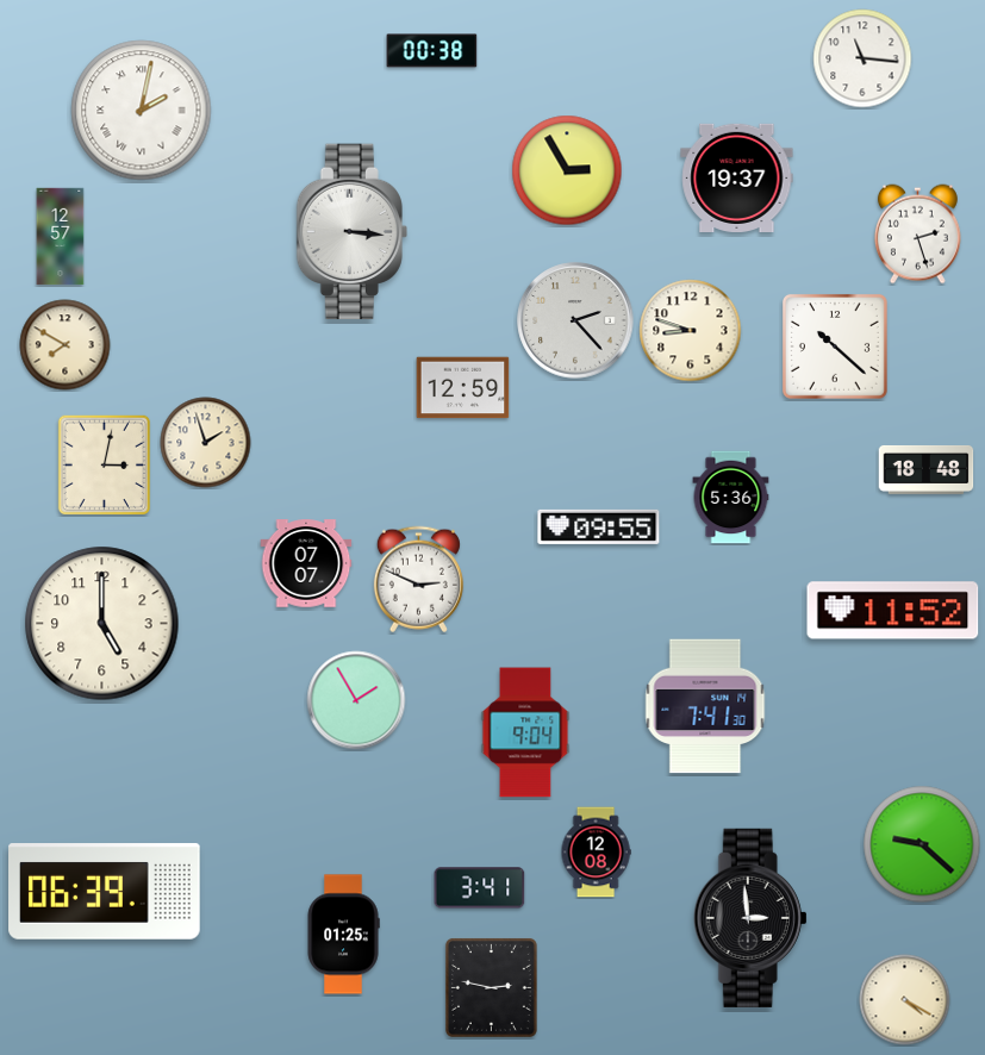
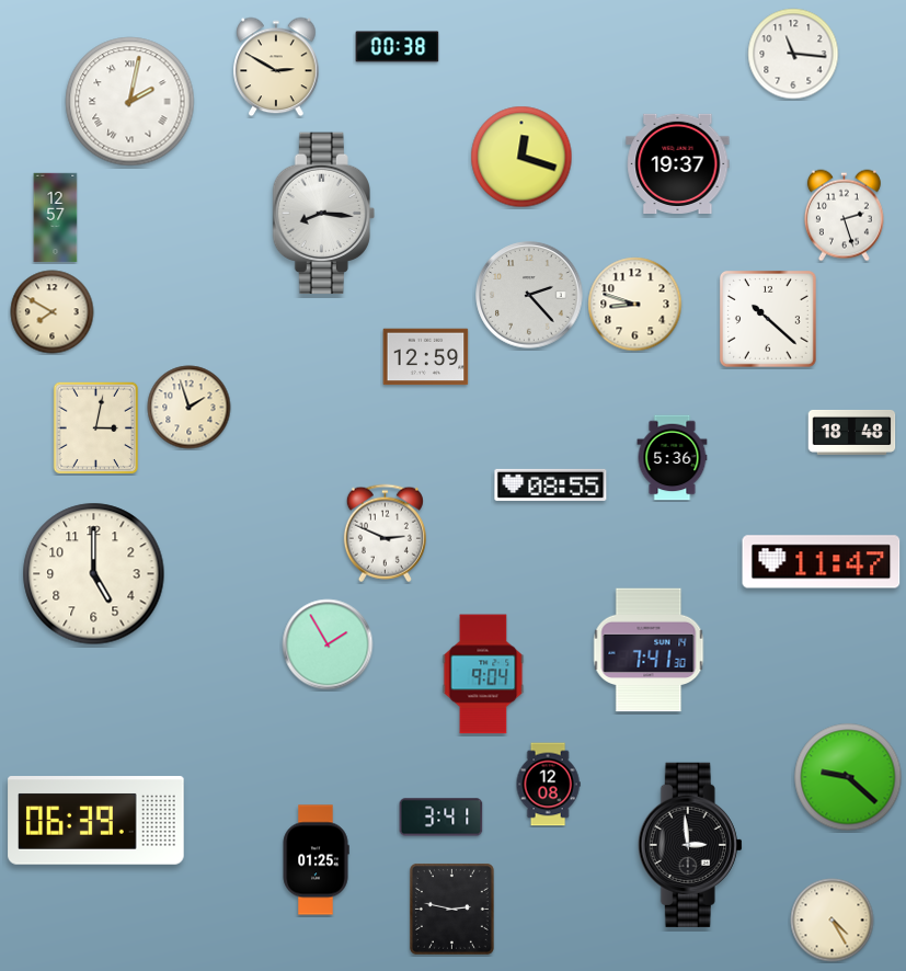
clock at (276, 67): none -> 2:50
clock at (567, 170): 2:55 -> 12:18
clock at (351, 232): 3:16 -> 8:16
clock at (66, 345) position: (66, 345) -> (53, 312)
clock at (599, 526): 09:55 -> 08:55
clock at (306, 563): 07:07 -> none
clock at (893, 611): 11:52 -> 11:47
clock at (905, 1000): 4:20 -> 4:25
